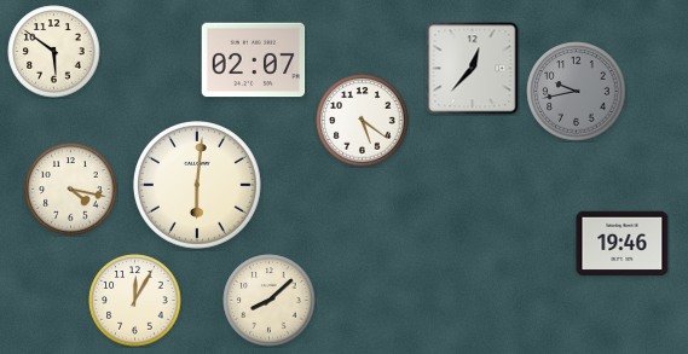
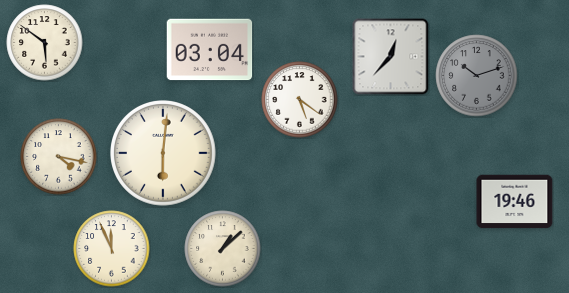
clock at (254, 60): 02:07 -> 03:04
clock at (577, 92): 9:43 -> 10:12
clock at (135, 301): 12:05 -> 11:56
clock at (270, 301): 8:08 -> 1:08
